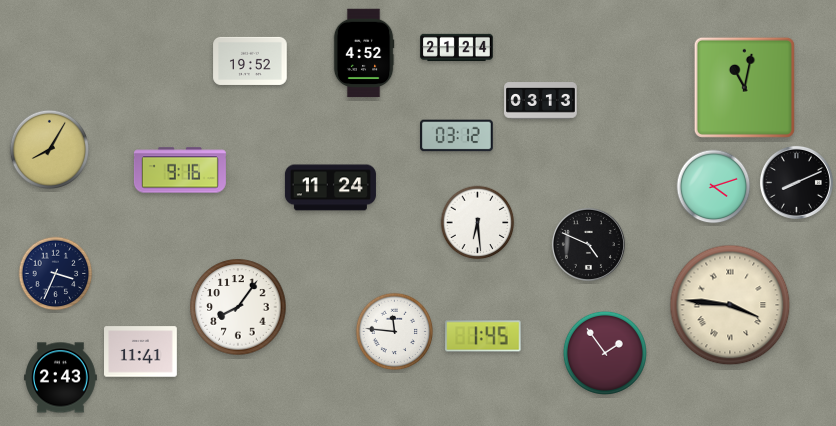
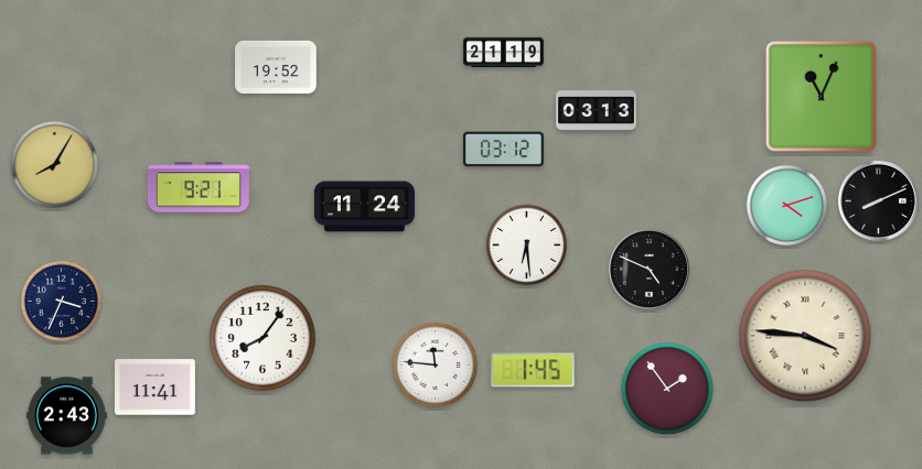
clock at (457, 48): 21:24 -> 21:19
clock at (364, 53): 4:52 -> none
clock at (744, 87): 11:02 -> 11:04
clock at (180, 170): 9:16 -> 9:21
